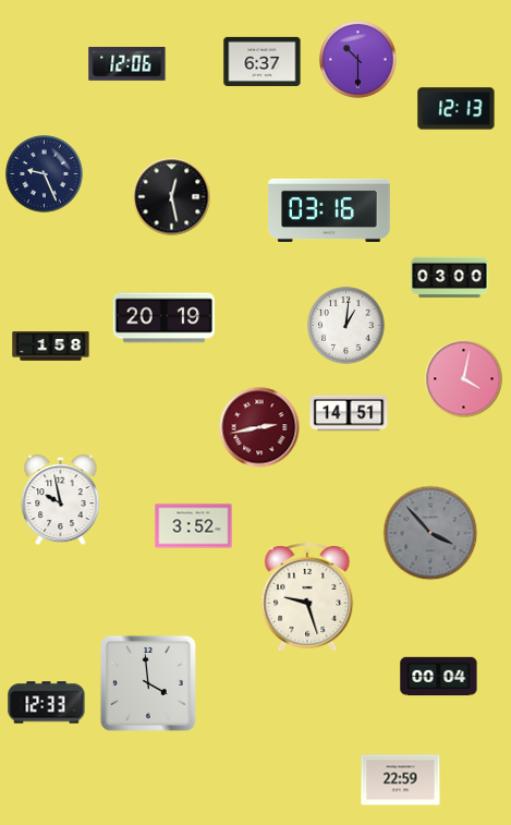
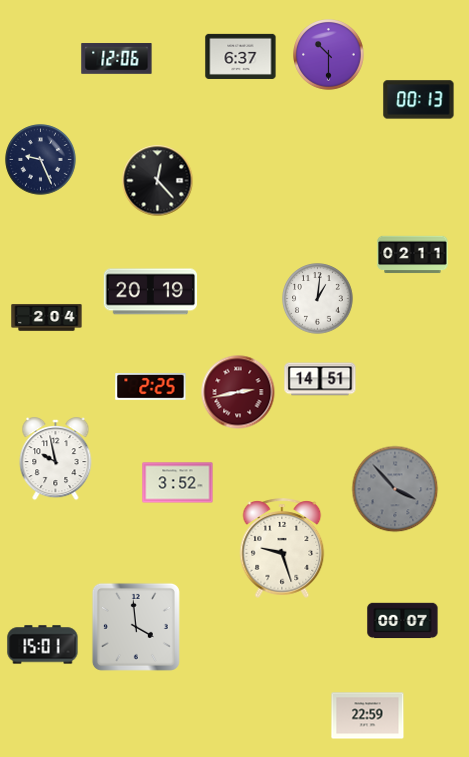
clock at (457, 109): 12:13 -> 00:13
clock at (172, 197): 12:28 -> 12:23
clock at (329, 210): 03:16 -> none
clock at (450, 278): 03:00 -> 02:11
clock at (51, 347): 1:58 -> 2:04
clock at (464, 379): 4:02 -> none
clock at (151, 387): none -> 2:25
clock at (439, 677): 00:04 -> 00:07
clock at (47, 703): 12:33 -> 15:01
